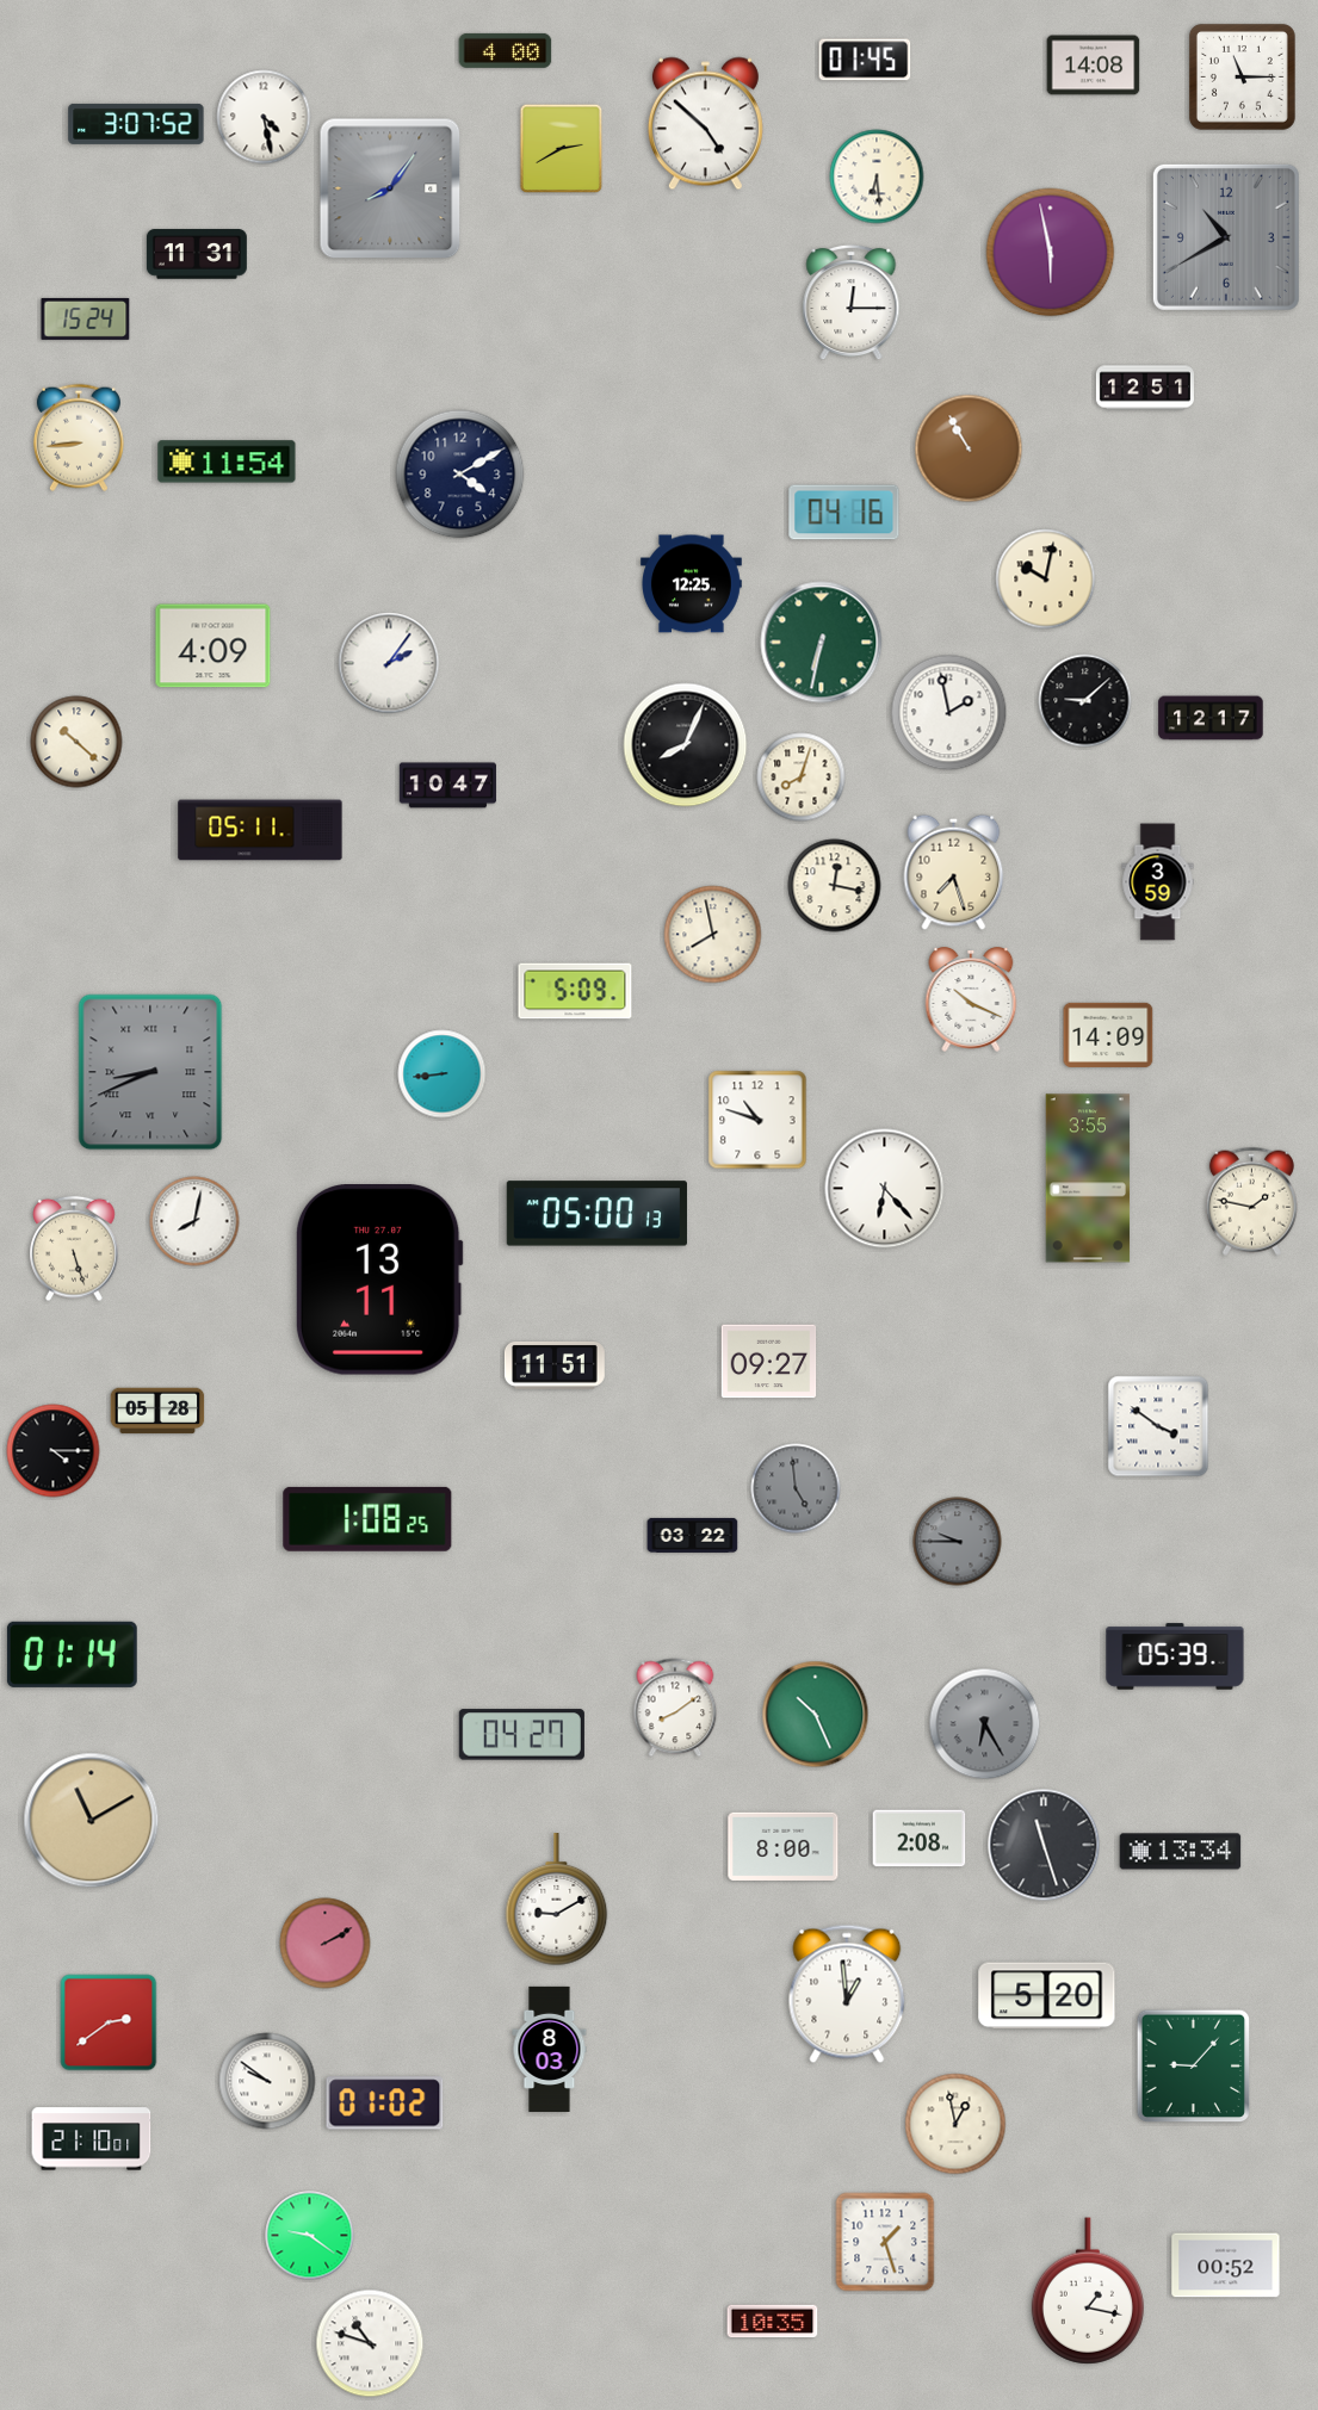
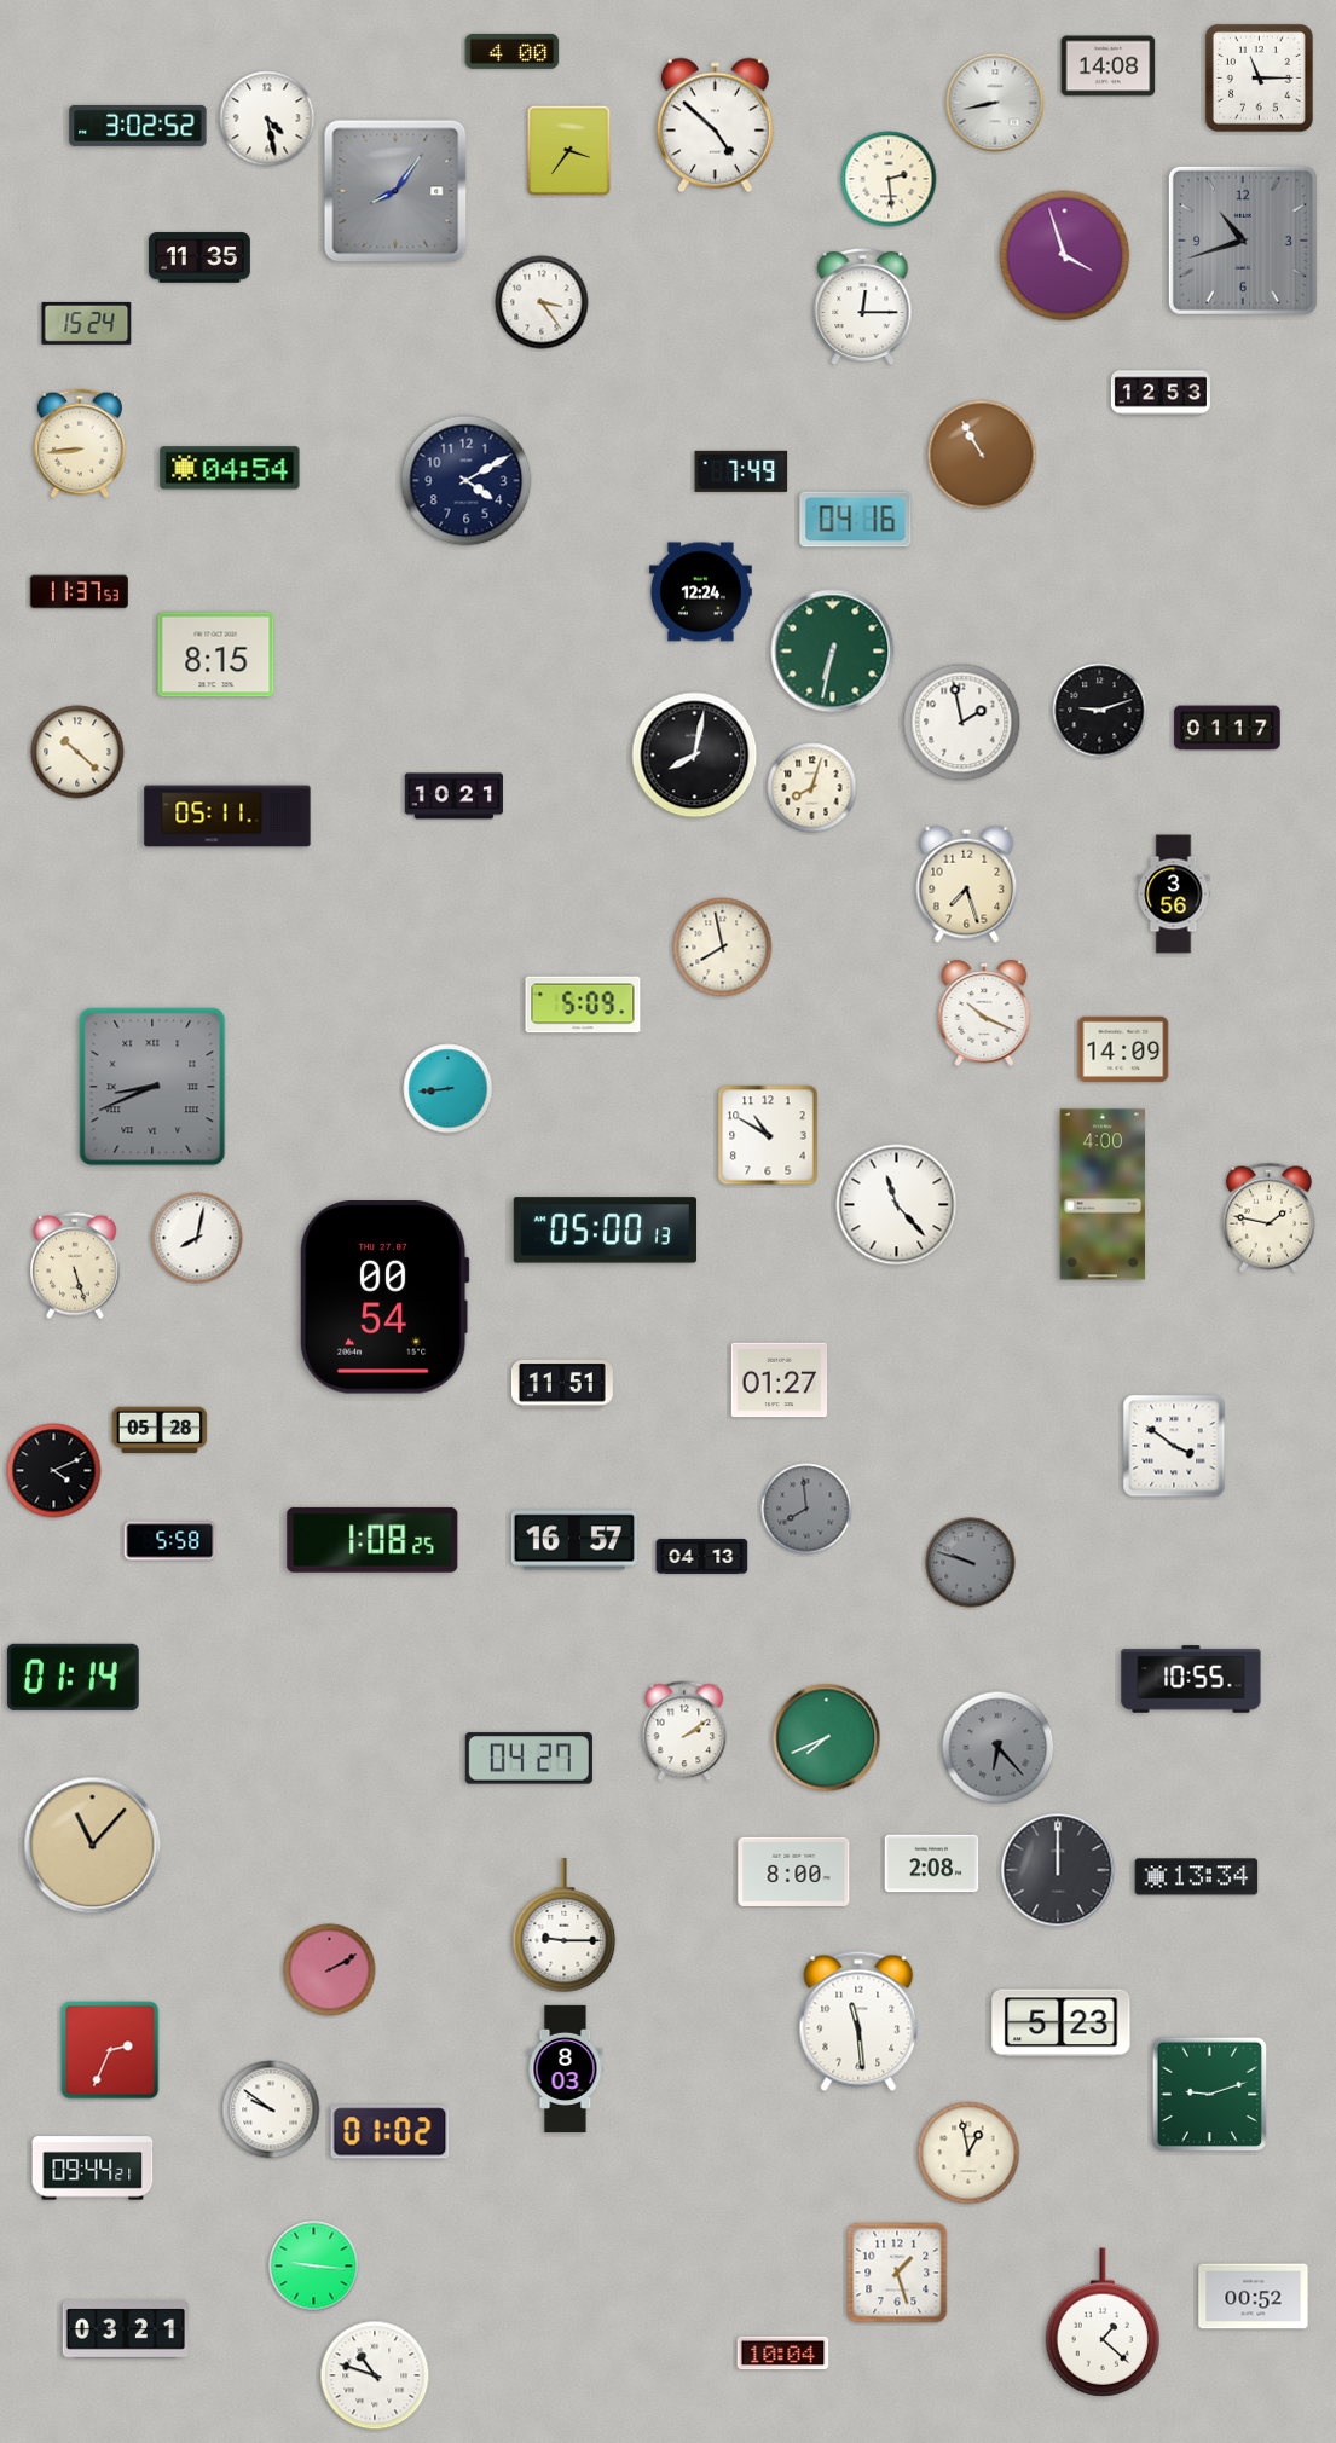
clock at (865, 60): 01:45 -> none
clock at (995, 103): none -> 8:43
clock at (136, 124): 3:07 -> 3:02
clock at (562, 149): 2:40 -> 3:36
clock at (877, 176): 6:29 -> 2:29
clock at (1226, 237): 10:40 -> 10:42
clock at (1051, 253): 5:58 -> 3:57
clock at (197, 254): 11:31 -> 11:35
clock at (542, 302): none -> 3:24
clock at (1145, 388): 12:51 -> 12:53
clock at (227, 461): 11:54 -> 04:54
clock at (741, 471): none -> 7:49
clock at (1046, 580): 10:02 -> none
clock at (79, 592): none -> 11:37
clock at (692, 584): 12:25 -> 12:24
clock at (214, 646): 4:09 -> 8:15
clock at (389, 663): 2:06 -> none
clock at (1085, 701): 9:08 -> 9:12
clock at (1211, 718): 12:17 -> 01:17
clock at (686, 745): 8:04 -> 8:02
clock at (447, 786): 10:47 -> 10:21
clock at (260, 830) position: (260, 830) -> (227, 816)
clock at (1158, 882): 3:59 -> 3:56
clock at (835, 886): 12:17 -> none
clock at (757, 1120): 10:48 -> 10:50
clock at (1088, 1178): 3:55 -> 4:00
clock at (885, 1189): 6:23 -> 11:23
clock at (379, 1281): 13:11 -> 00:54
clock at (769, 1362): 09:27 -> 01:27
clock at (54, 1451): 4:15 -> 4:11
clock at (796, 1488): 4:59 -> 7:59
clock at (573, 1540): none -> 16:57
clock at (170, 1541): none -> 5:58
clock at (693, 1535): 03:22 -> 04:13
clock at (958, 1542): 9:45 -> 9:48
clock at (1175, 1656): 05:39 -> 10:55
clock at (675, 1708): 8:09 -> 2:09
clock at (816, 1715): 10:26 -> 7:41
clock at (985, 1724): 6:25 -> 6:23
clock at (92, 1821): 11:10 -> 11:07
clock at (1044, 1845): 11:27 -> 12:00
clock at (557, 1900): 9:10 -> 9:15
clock at (847, 1994): 12:59 -> 11:29
clock at (1047, 1996): 5:20 -> 5:23
clock at (109, 2022): 2:39 -> 2:34
clock at (550, 2049) position: (550, 2049) -> (566, 2068)
clock at (1194, 2067): 9:07 -> 9:12
clock at (92, 2139): 21:10 -> 09:44
clock at (310, 2236): 9:21 -> 9:16
clock at (1226, 2266) position: (1226, 2266) -> (1254, 2297)
clock at (1088, 2291): 1:17 -> 1:22
clock at (126, 2329): none -> 03:21
clock at (773, 2322): 10:35 -> 10:04
